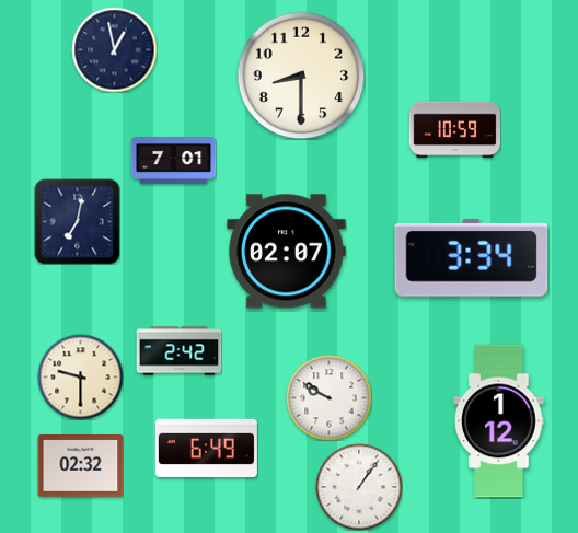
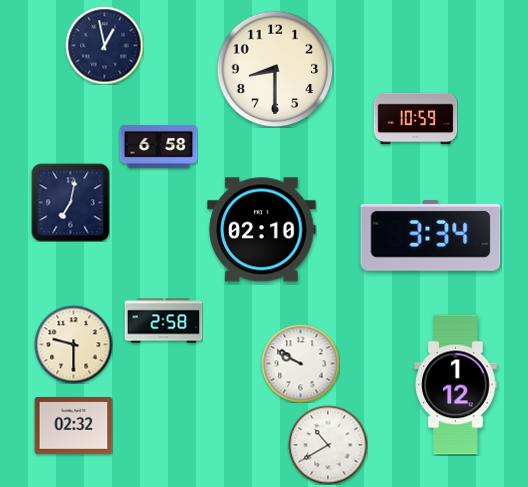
clock at (173, 160): 7:01 -> 6:58
clock at (287, 252): 02:07 -> 02:10
clock at (178, 351): 2:42 -> 2:58
clock at (206, 449): 6:49 -> none
clock at (359, 487): 1:06 -> 10:40
